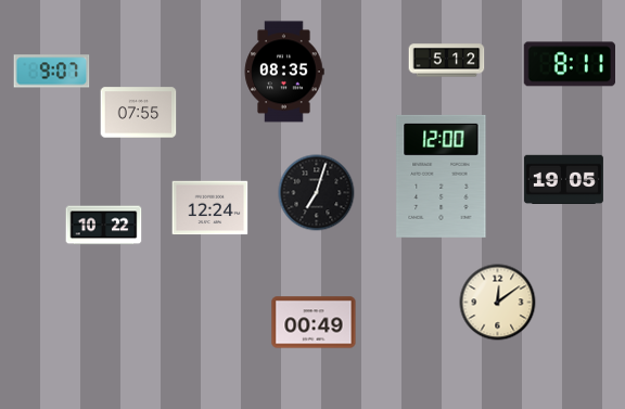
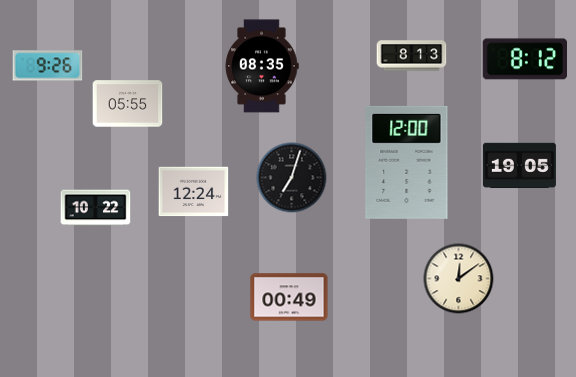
clock at (447, 61): 5:12 -> 8:13
clock at (569, 64): 8:11 -> 8:12
clock at (52, 72): 9:07 -> 9:26
clock at (139, 113): 07:55 -> 05:55
